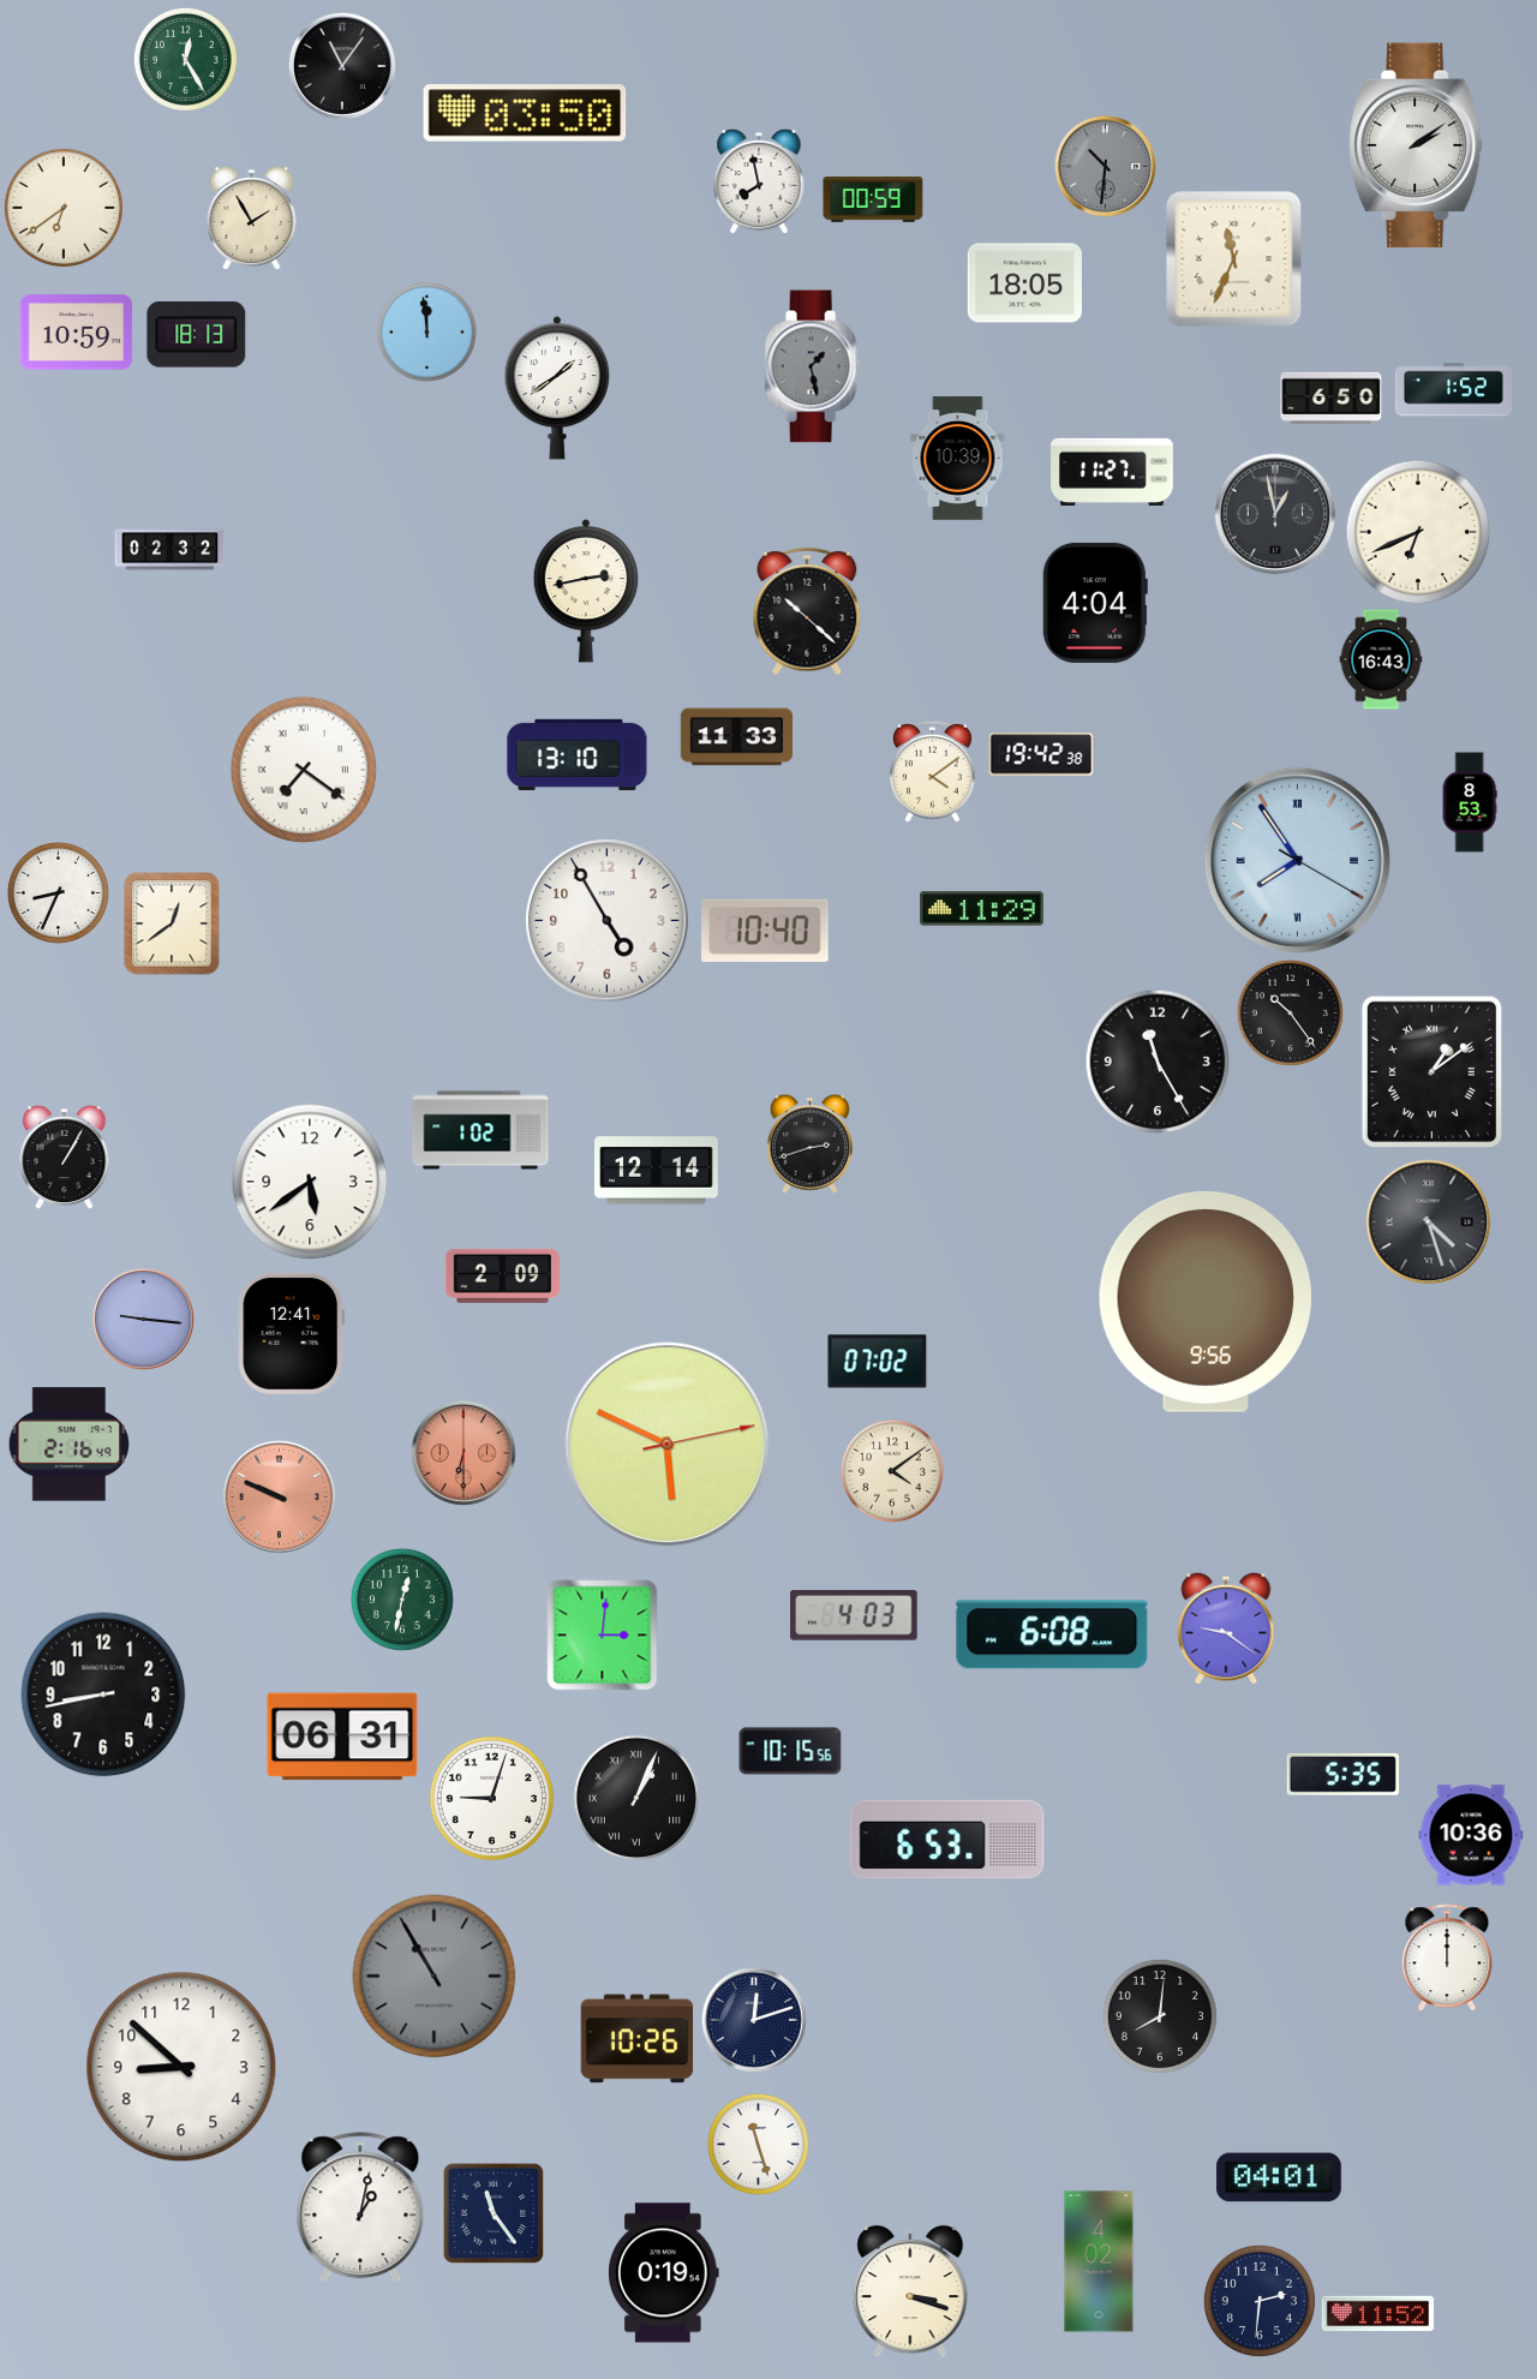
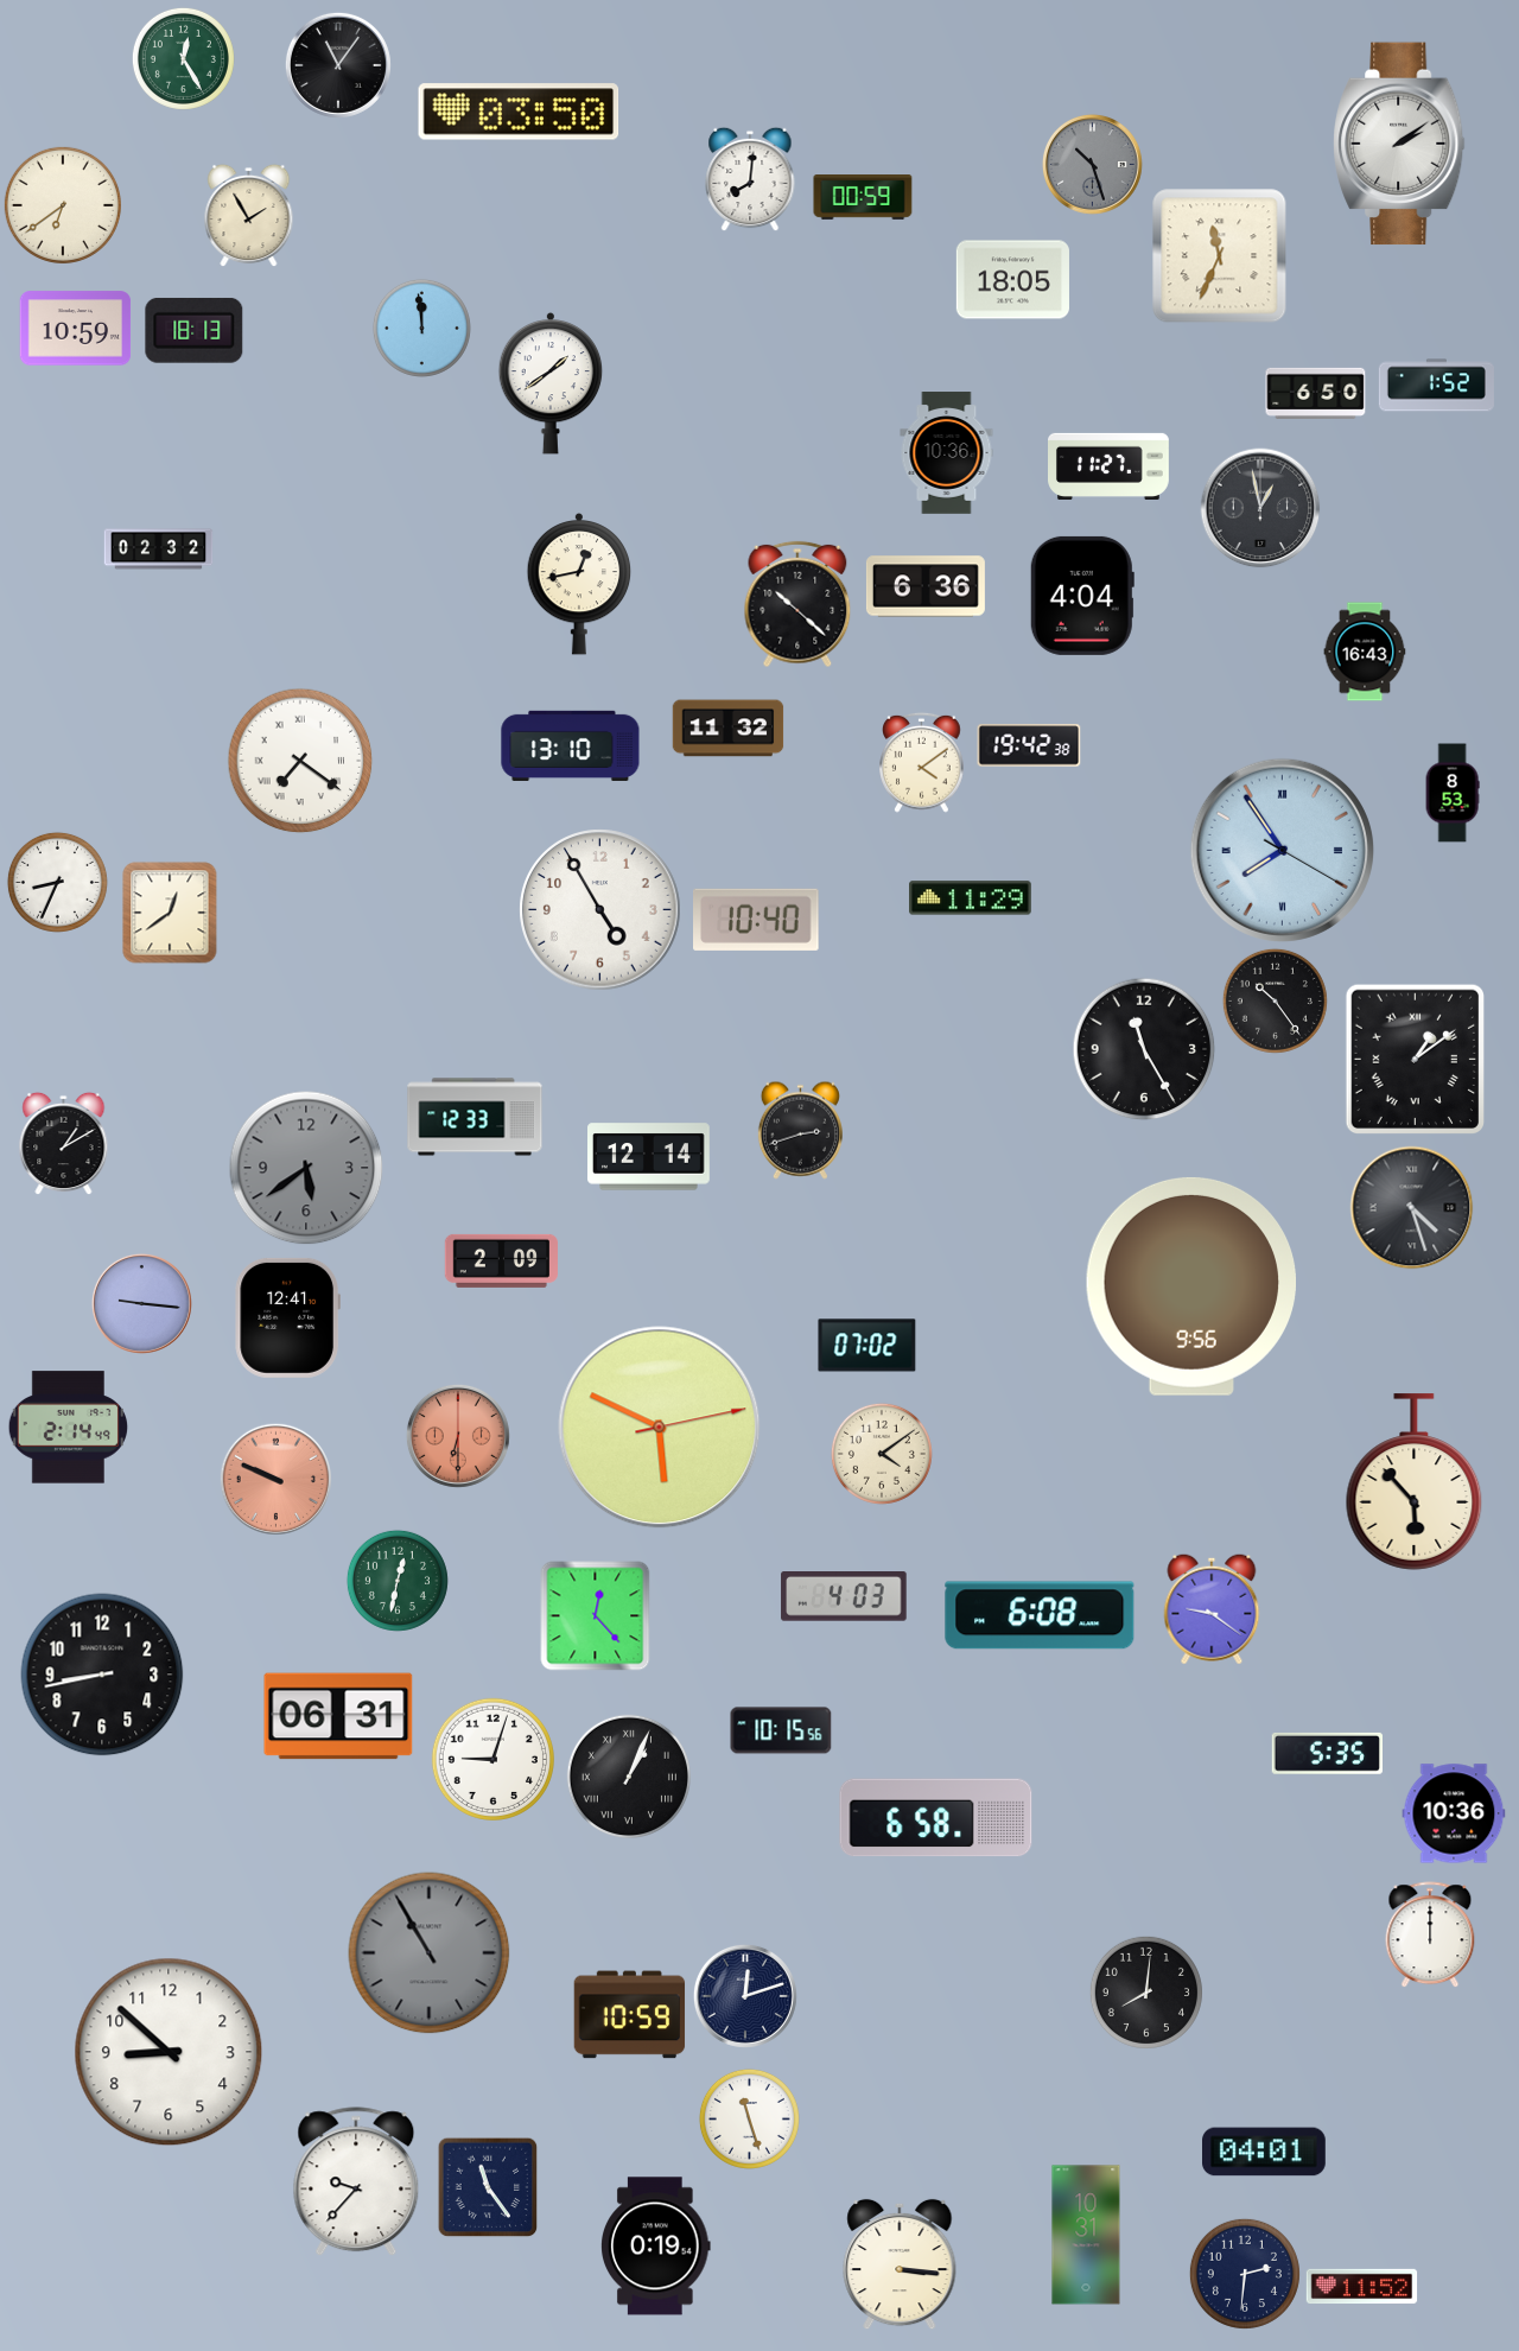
clock at (1105, 166): 10:31 -> 10:27
clock at (759, 181): 7:58 -> 8:01
clock at (813, 366): 1:28 -> none
clock at (958, 459): 10:39 -> 10:36
clock at (1113, 472) position: (1113, 472) -> (1110, 466)
clock at (1418, 532): 6:41 -> none
clock at (171, 550) position: (171, 550) -> (159, 549)
clock at (586, 591): 2:43 -> 12:43
clock at (926, 586): none -> 6:36
clock at (737, 737): 11:33 -> 11:32
clock at (480, 1130): 1:02 -> 12:33
clock at (65, 1156): 1:05 -> 1:10
clock at (310, 1182) dial: white -> grey
clock at (502, 1275) position: (502, 1275) -> (501, 1260)
clock at (68, 1445): 2:16 -> 2:14
clock at (1415, 1482): none -> 5:53
clock at (603, 1636): 3:01 -> 12:23
clock at (491, 1798) position: (491, 1798) -> (492, 1759)
clock at (947, 1840): 6:53 -> 6:58
clock at (638, 2039): 10:26 -> 10:59
clock at (181, 2067) position: (181, 2067) -> (169, 2052)
clock at (360, 2208): 1:02 -> 9:37
clock at (1099, 2261): 4:02 -> 10:31
clock at (910, 2291): 3:18 -> 3:16
